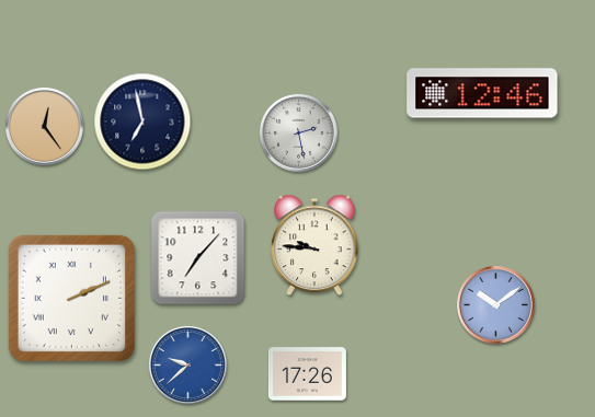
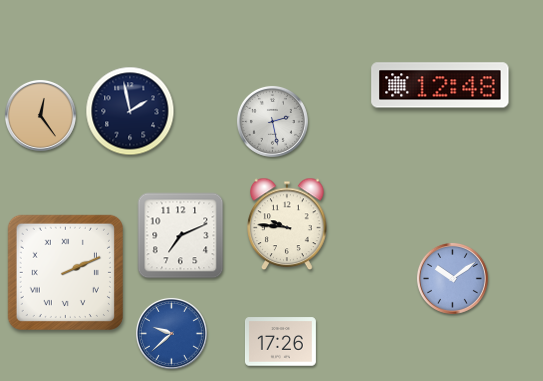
clock at (482, 93): 12:46 -> 12:48
clock at (142, 121): 6:58 -> 1:58
clock at (198, 258): 7:07 -> 7:11
